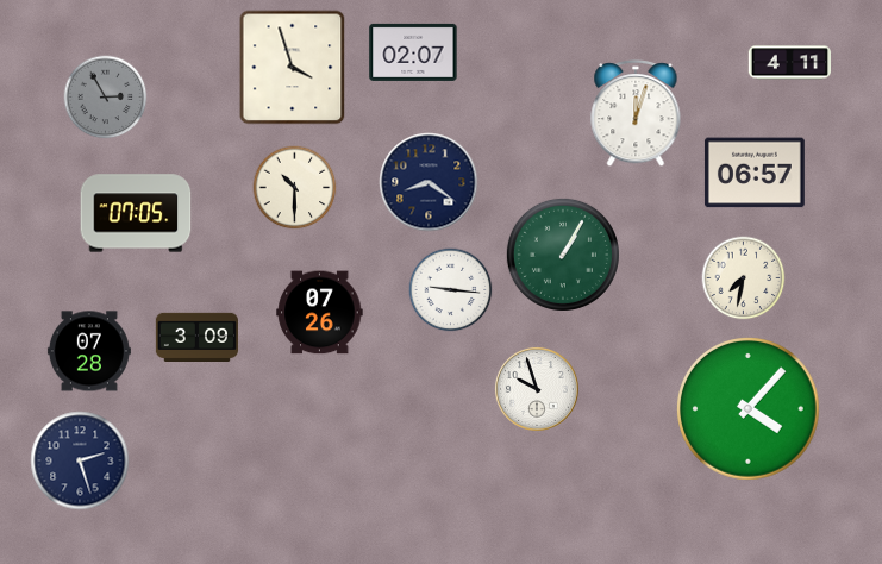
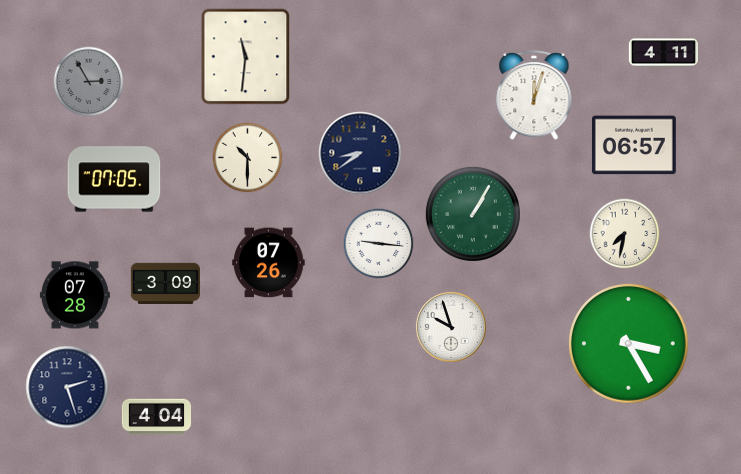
clock at (413, 52): 02:07 -> none
clock at (293, 68): 3:57 -> 11:31
clock at (429, 182): 8:21 -> 8:39
clock at (749, 409): 4:07 -> 3:25
clock at (156, 417): none -> 4:04
